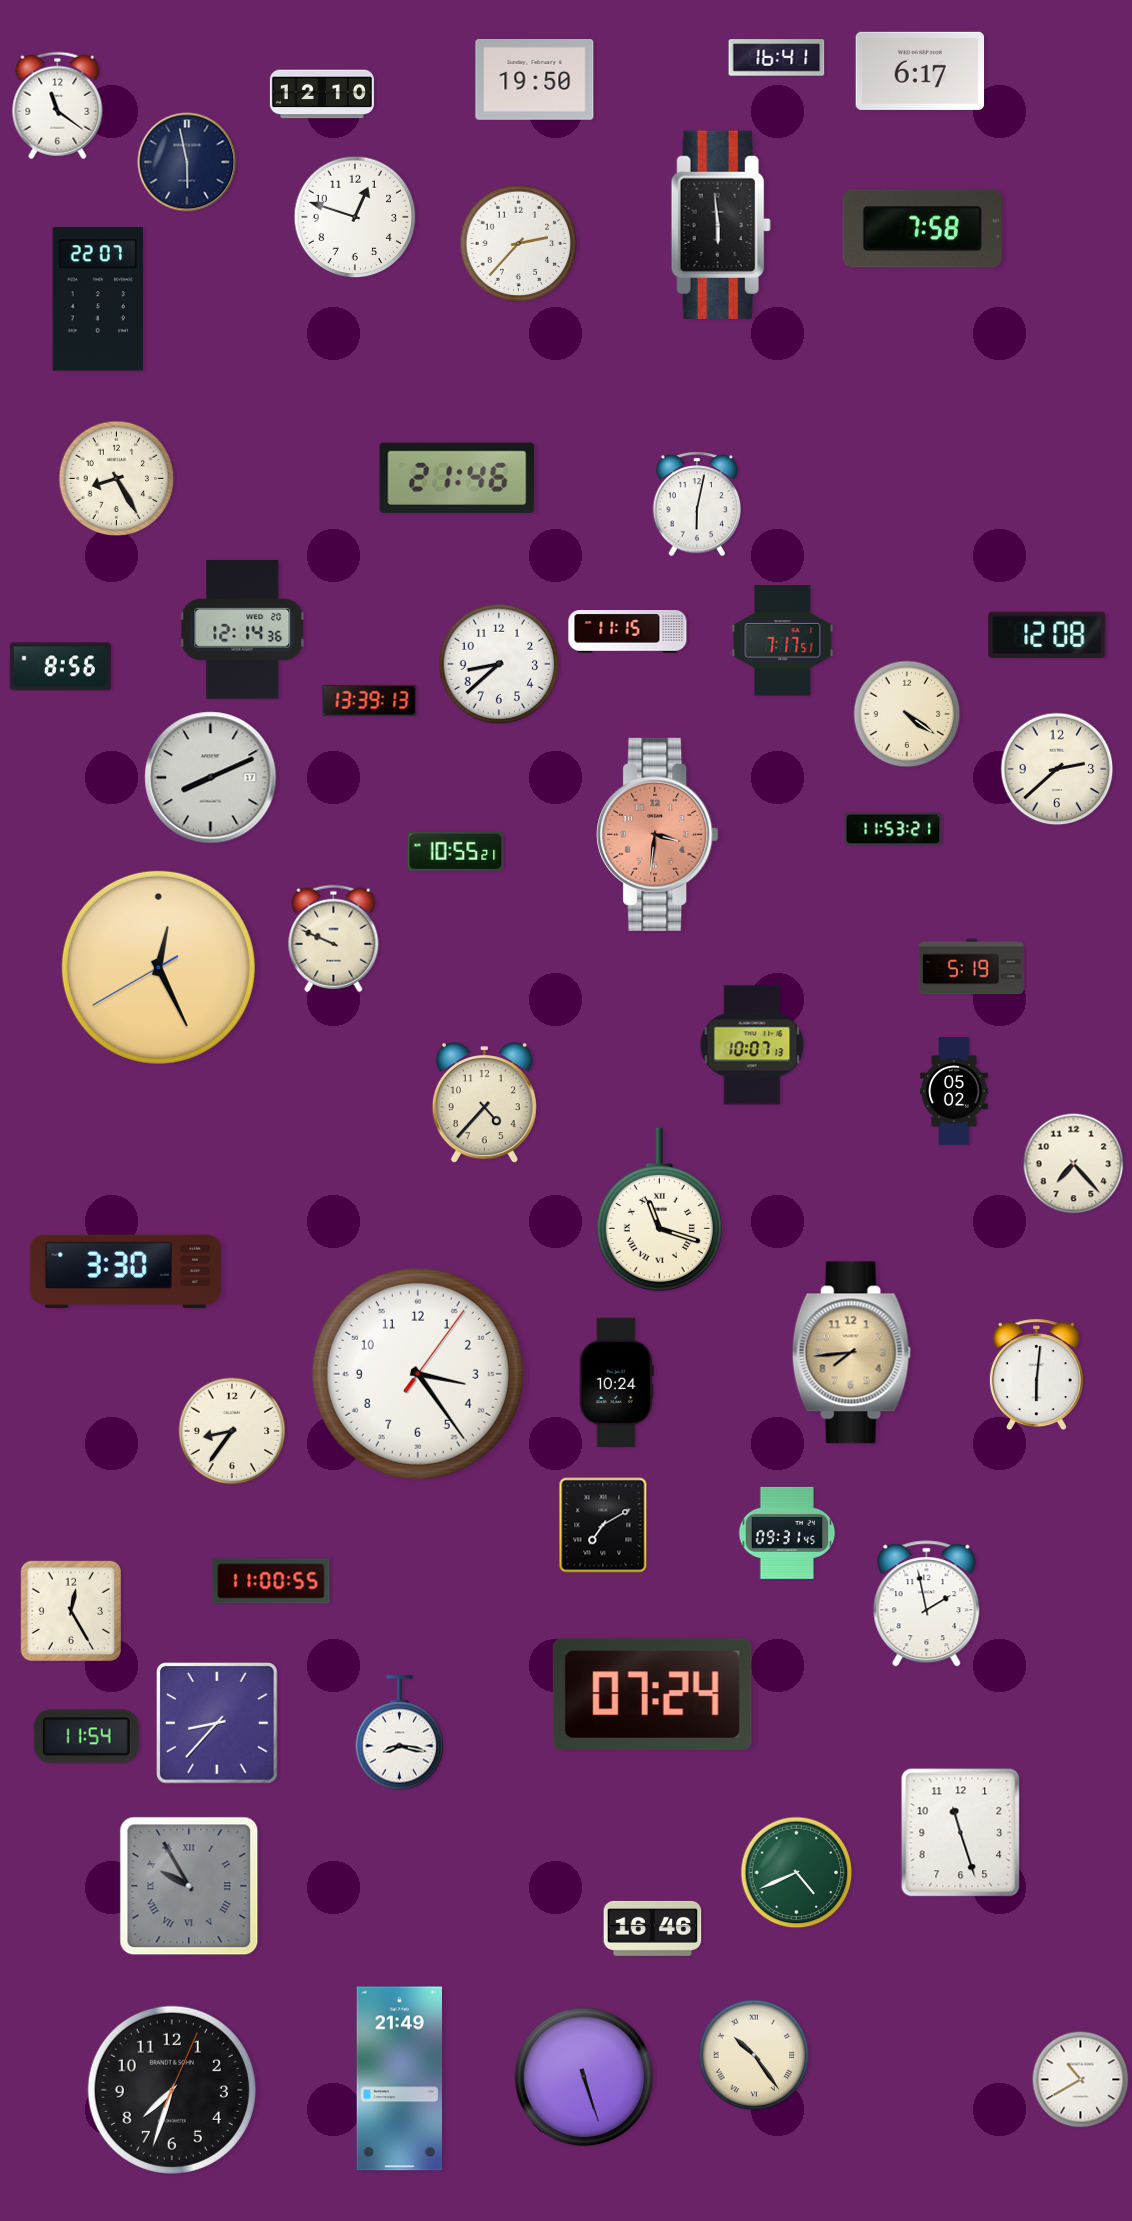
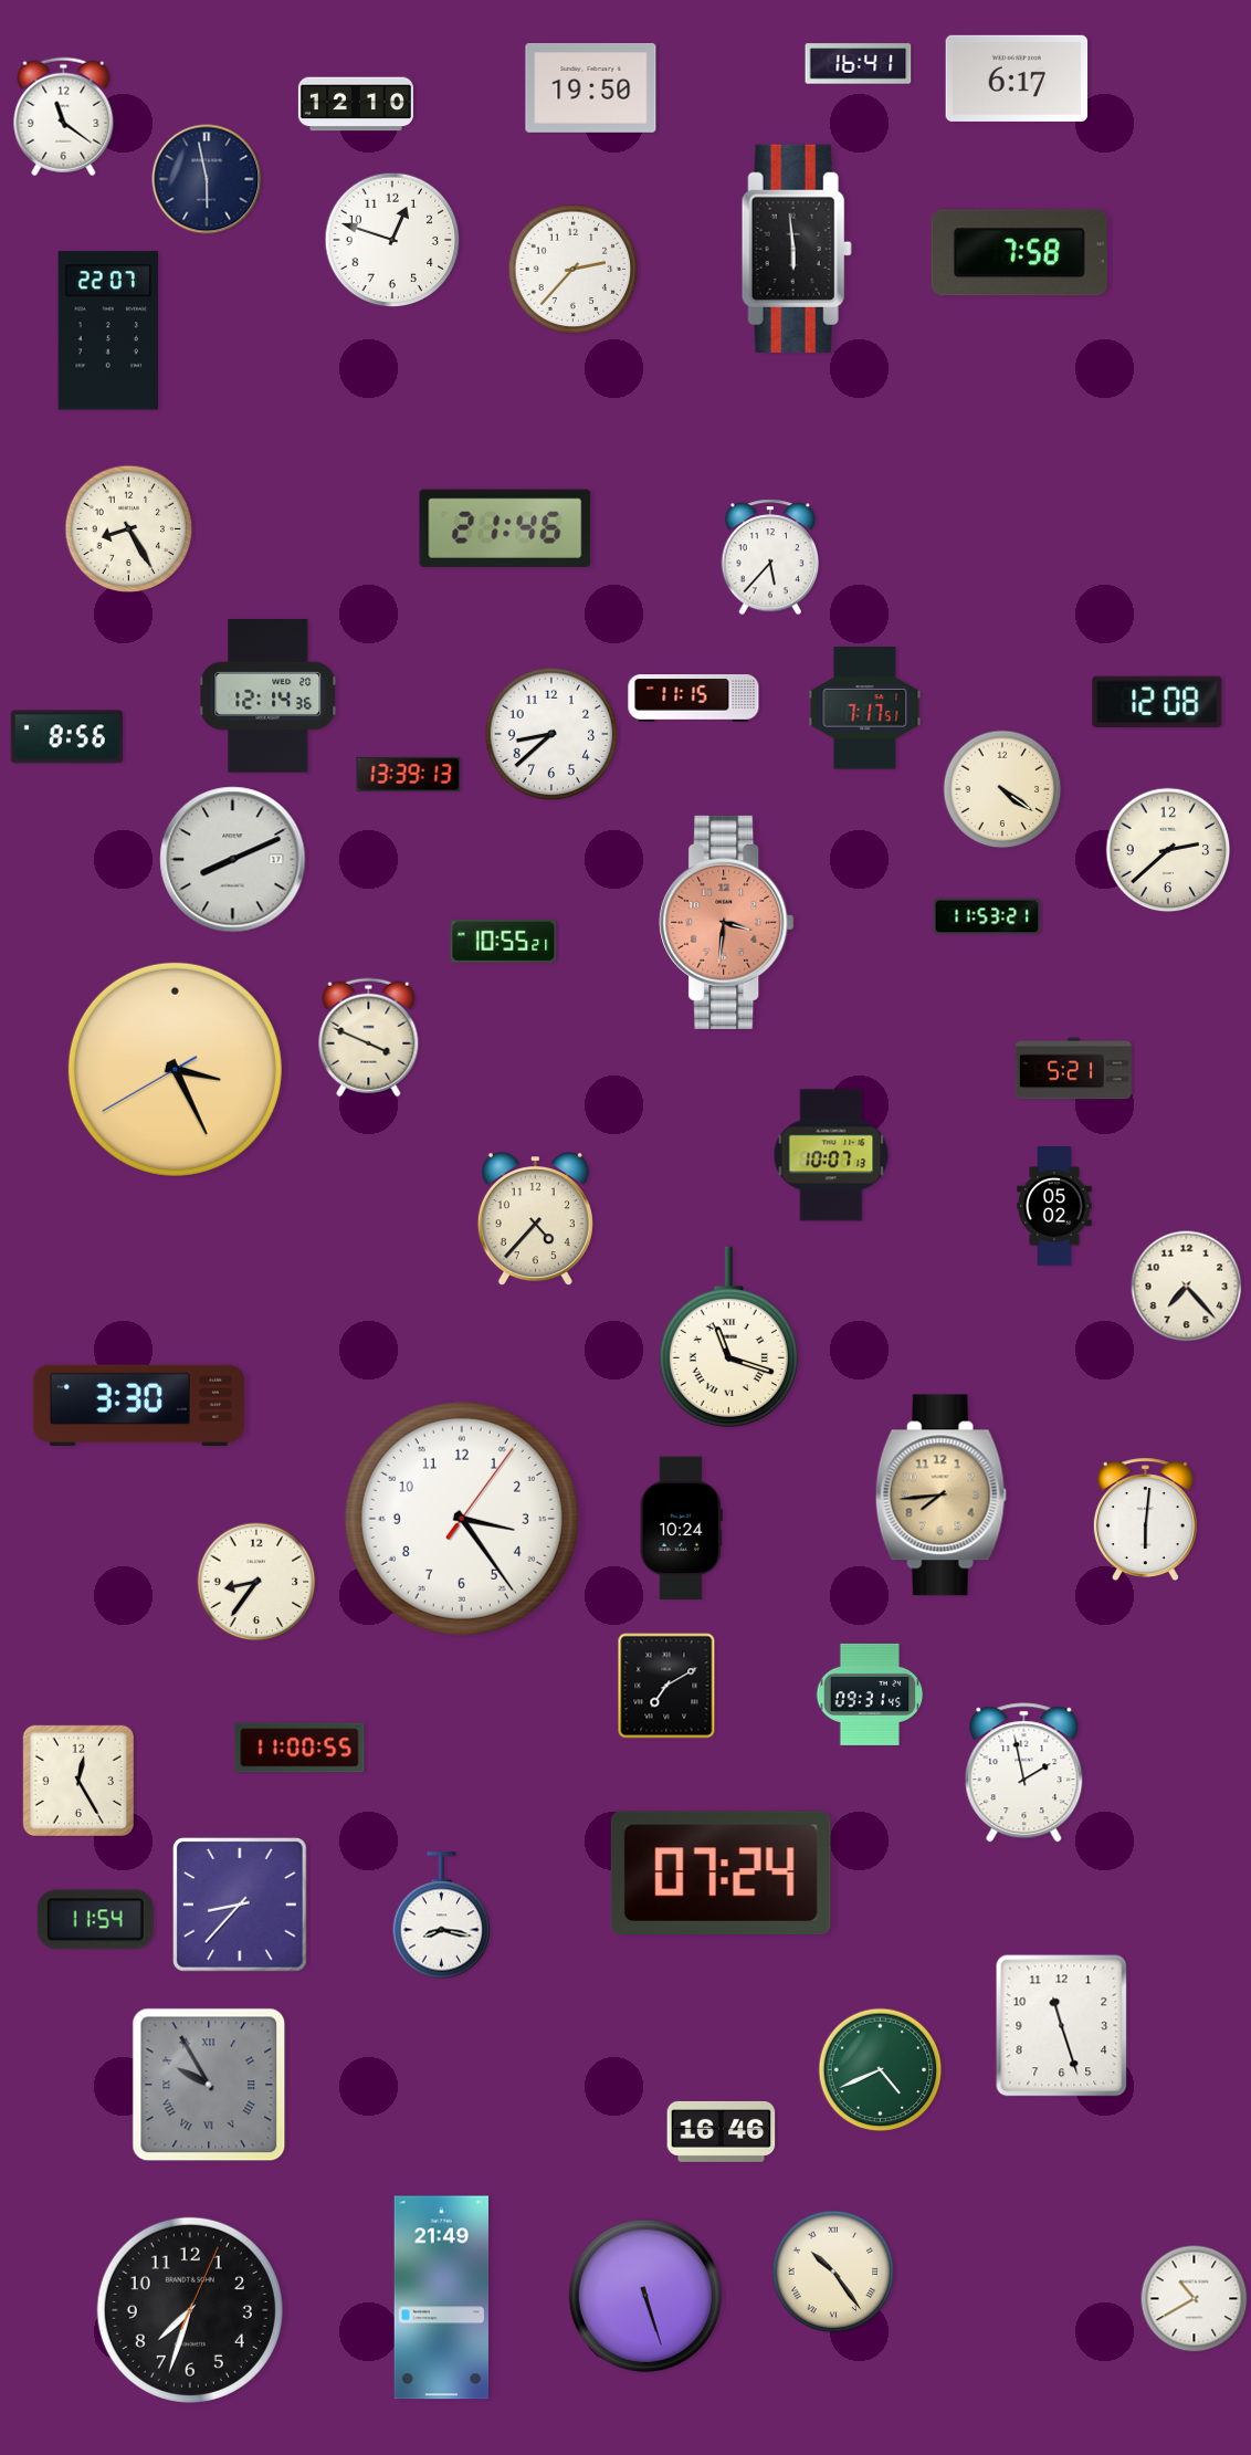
clock at (697, 504): 6:02 -> 5:37
clock at (334, 939): 9:49 -> 3:49
clock at (158, 967): 12:25 -> 3:25
clock at (971, 967): 5:19 -> 5:21
